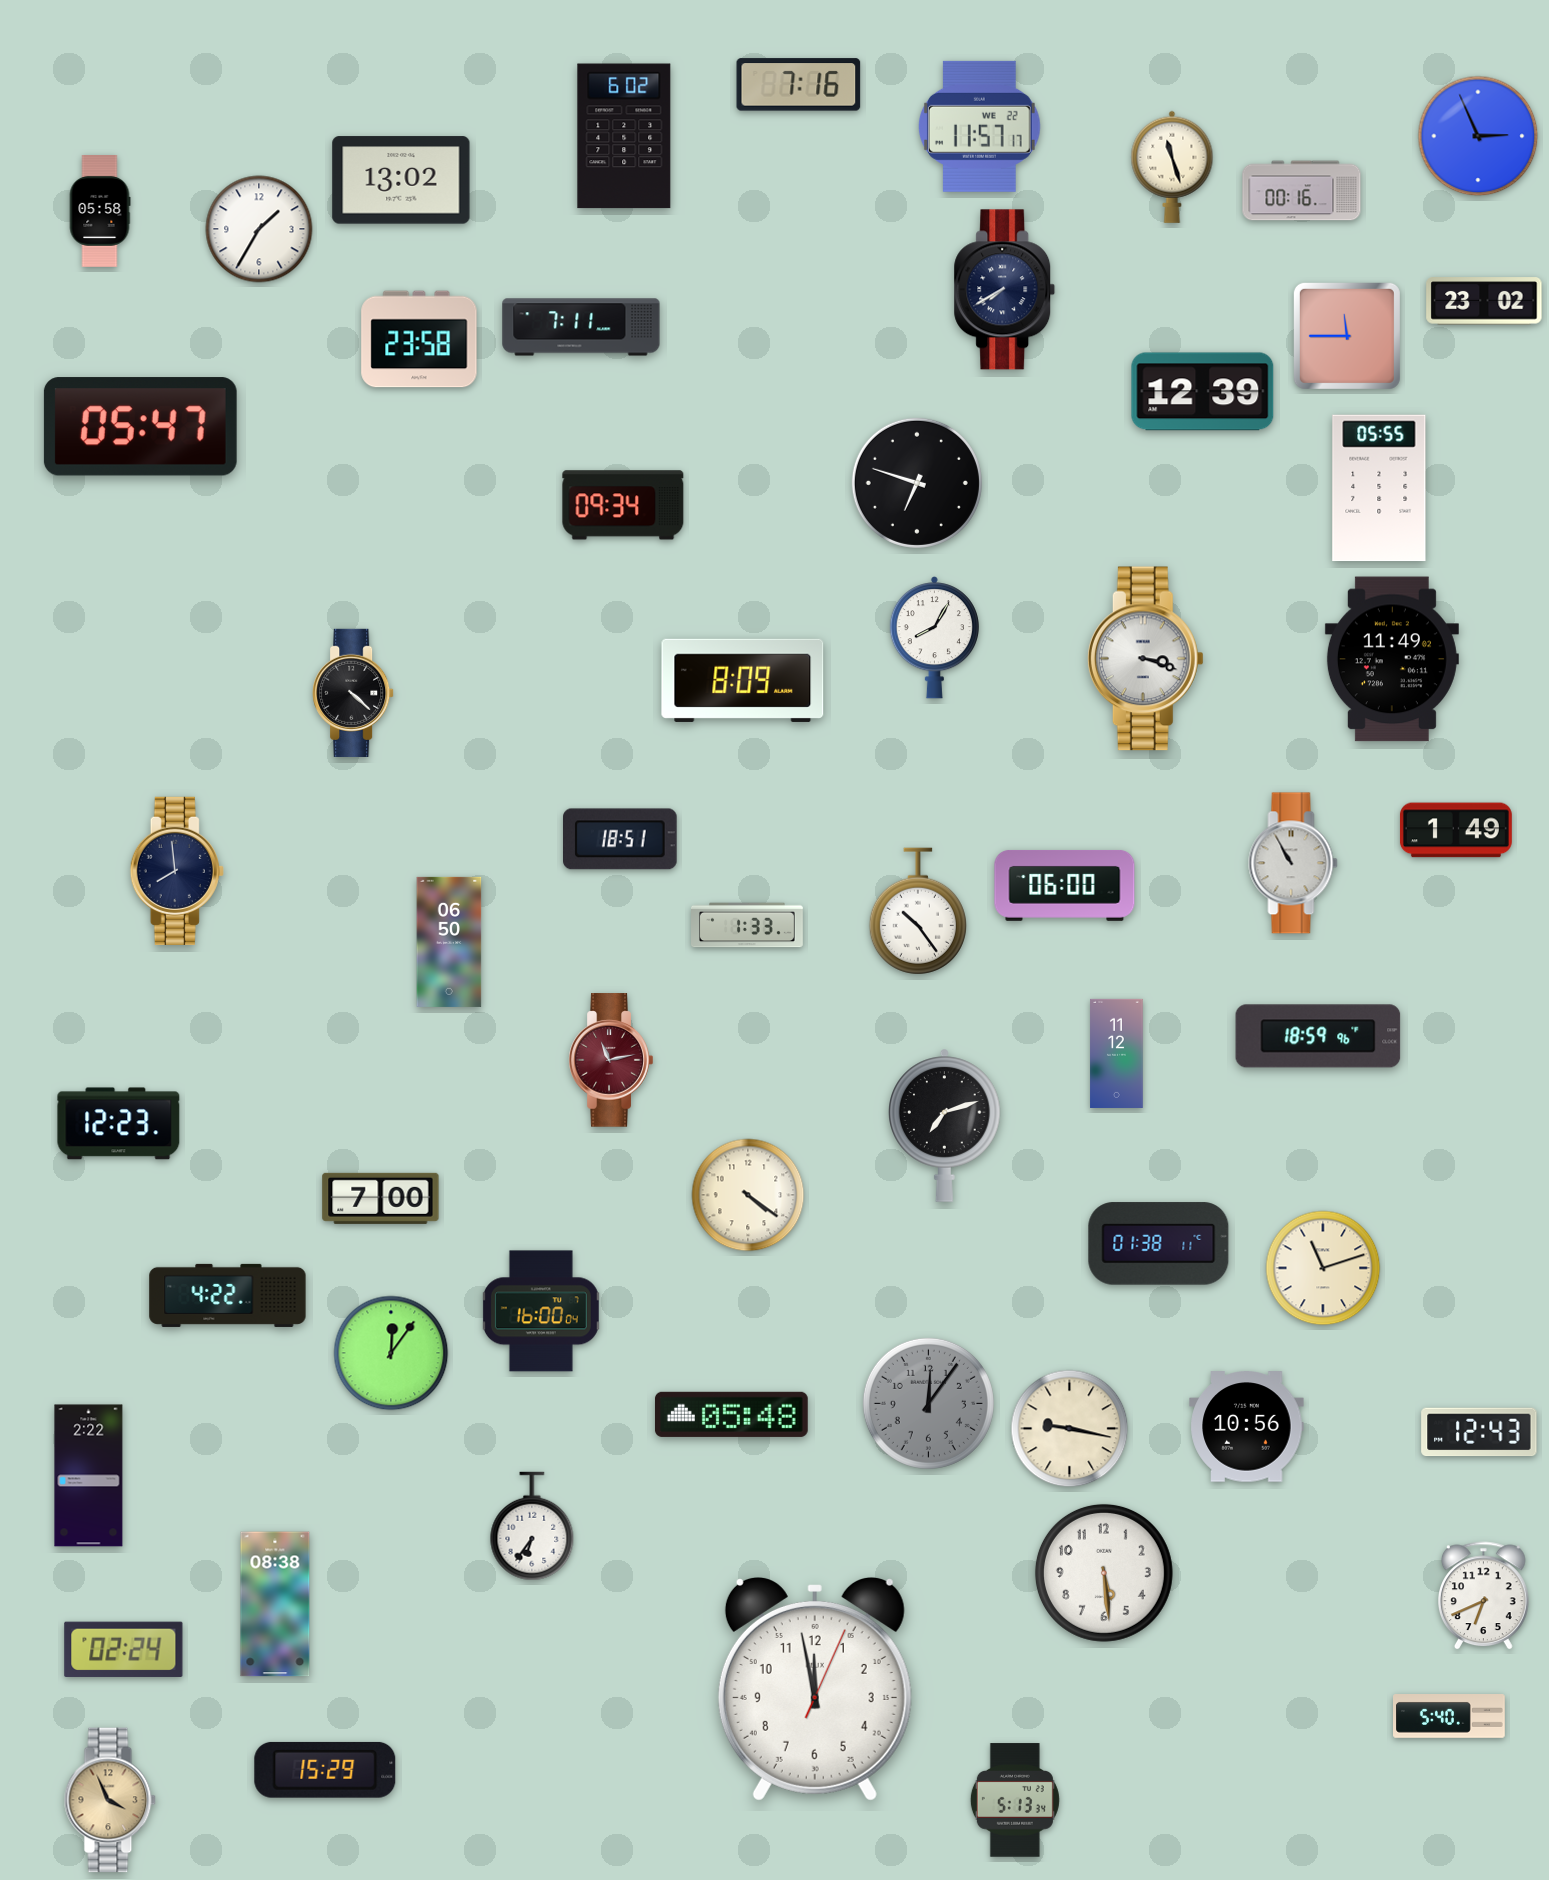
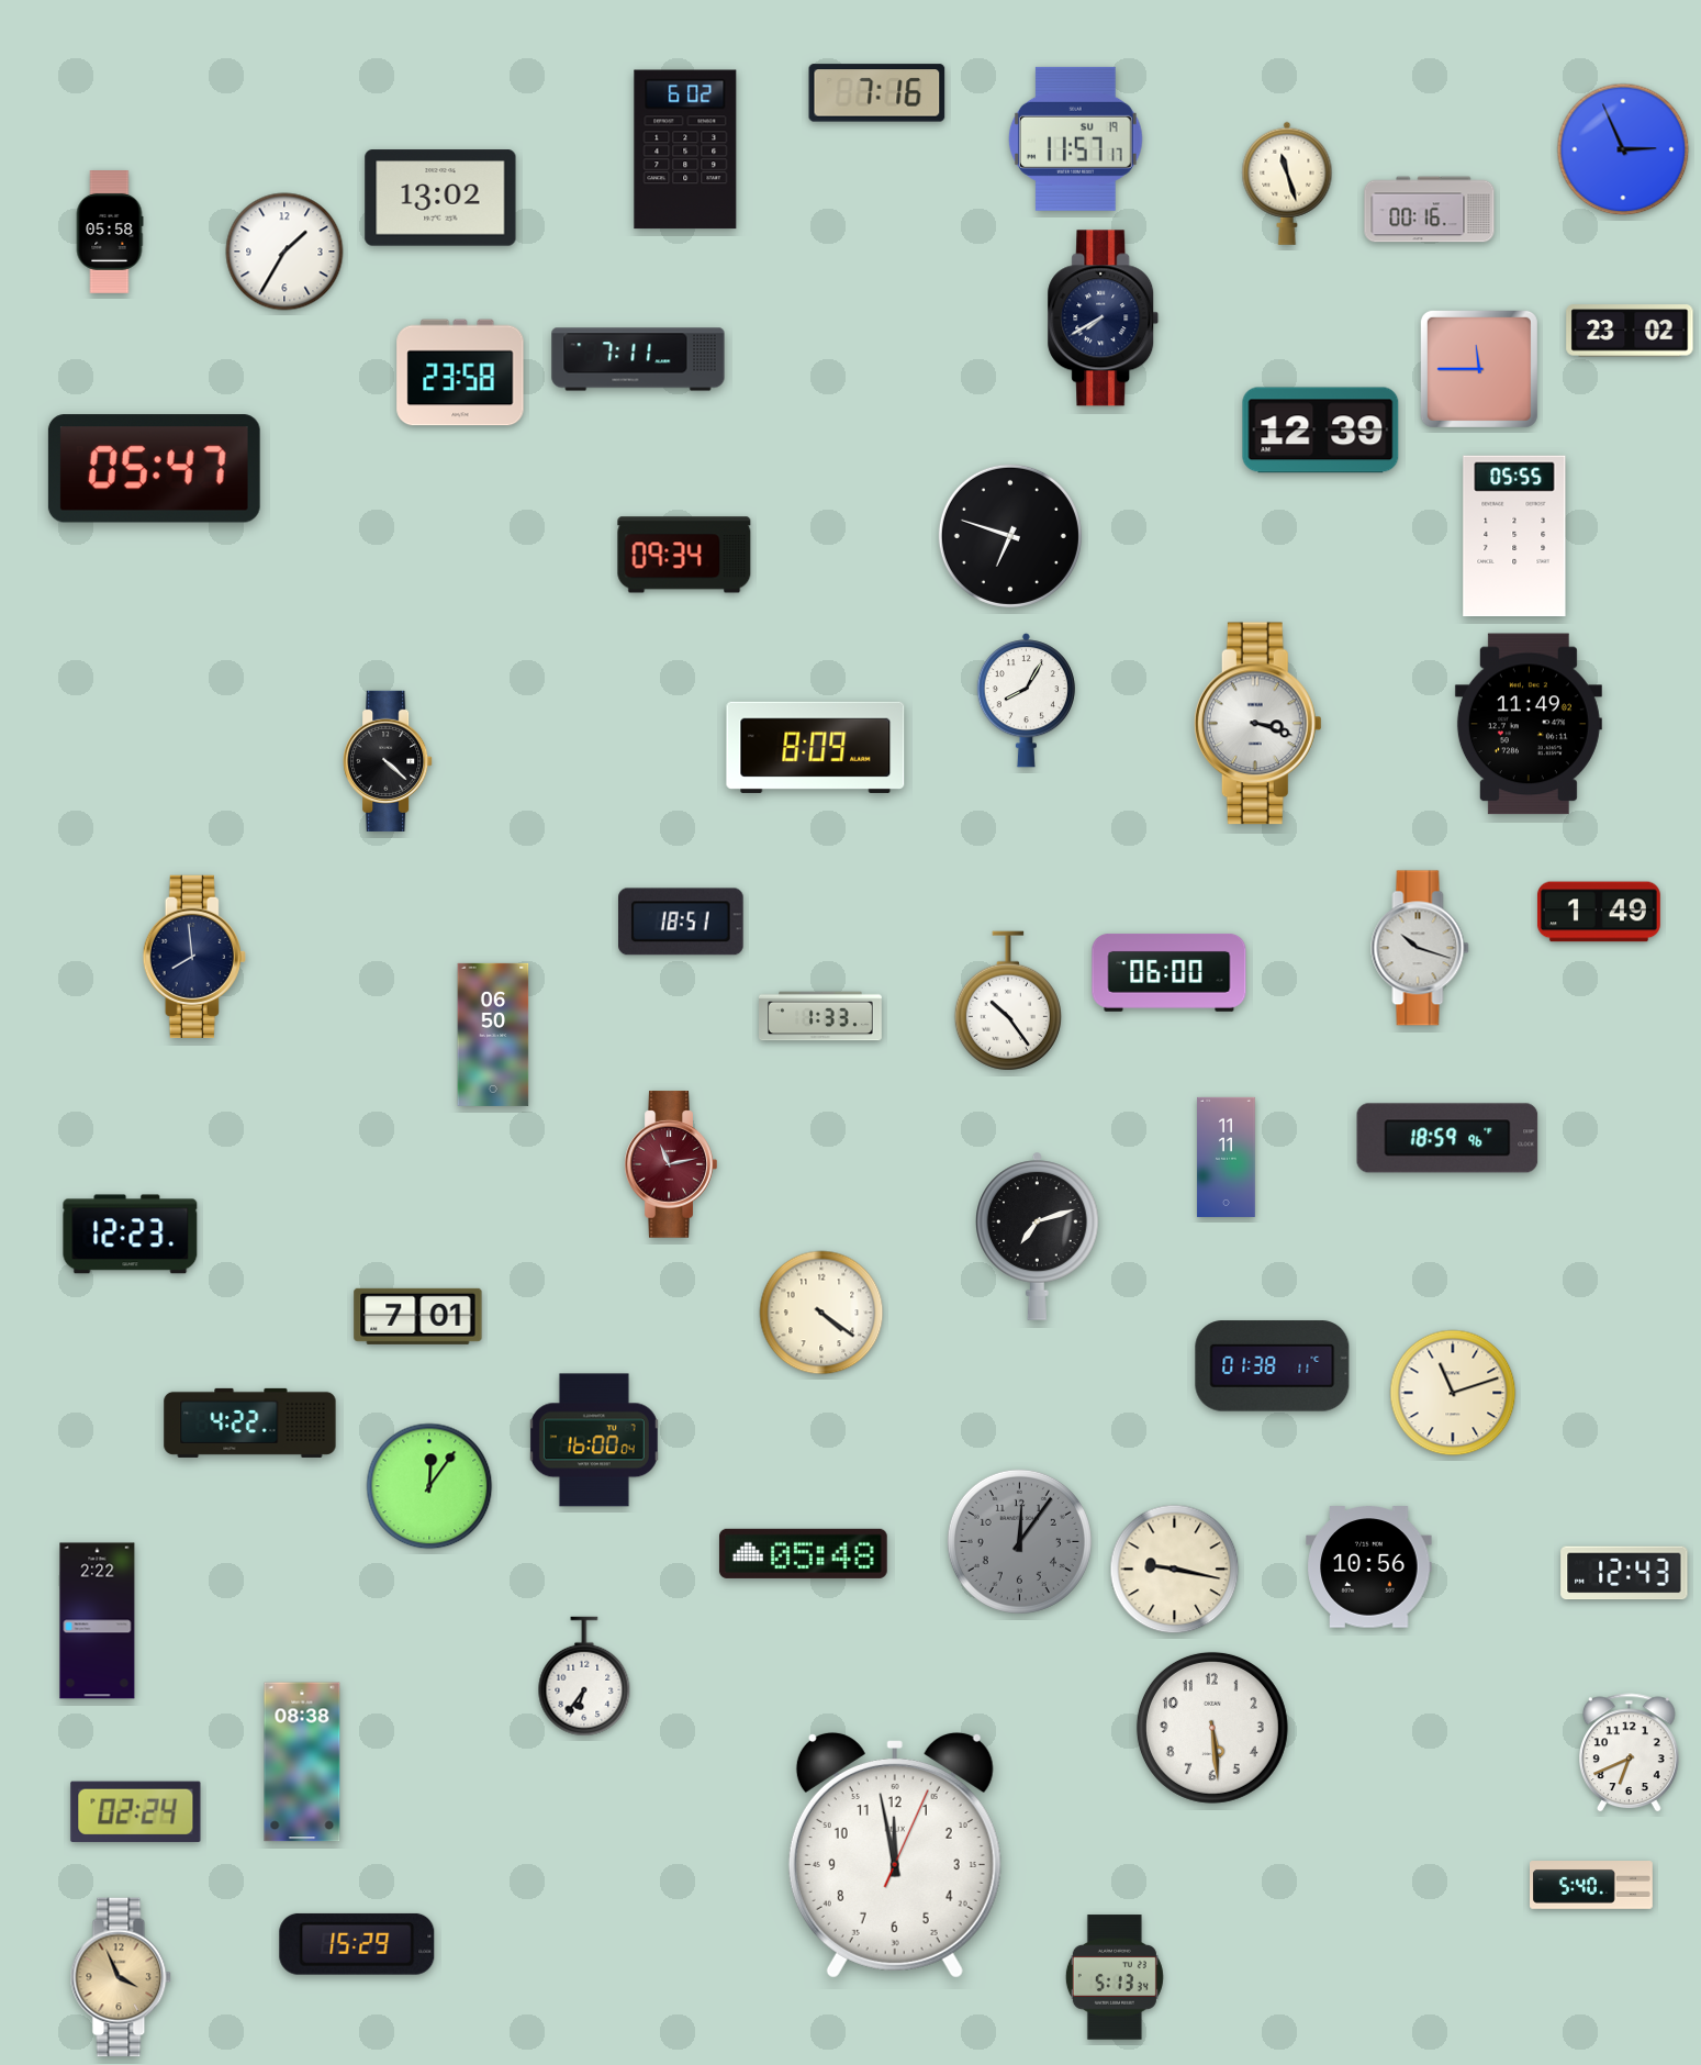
clock at (979, 126) date: WE 22 -> SU 19
clock at (917, 483) position: (917, 483) -> (1010, 536)
clock at (1293, 863): 10:55 -> 10:18
clock at (1117, 1053): 11:12 -> 11:11
clock at (381, 1198): 7:00 -> 7:01
